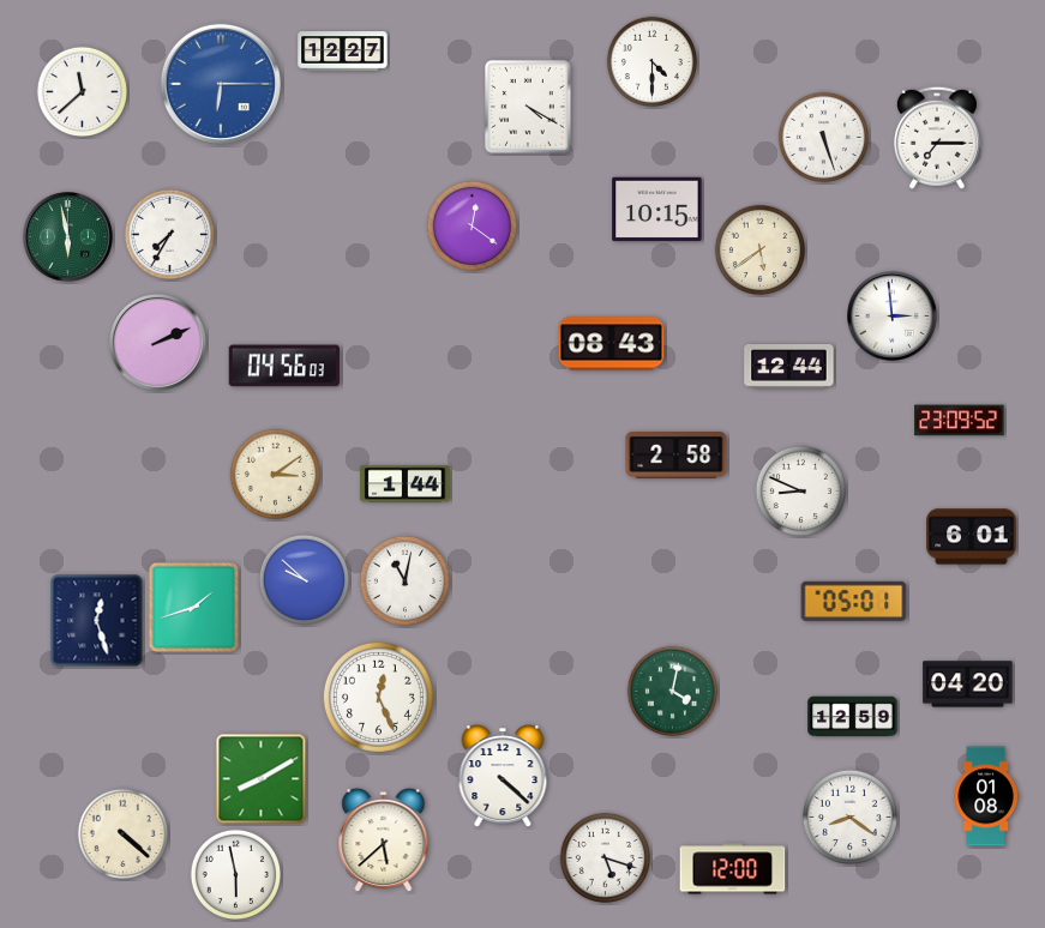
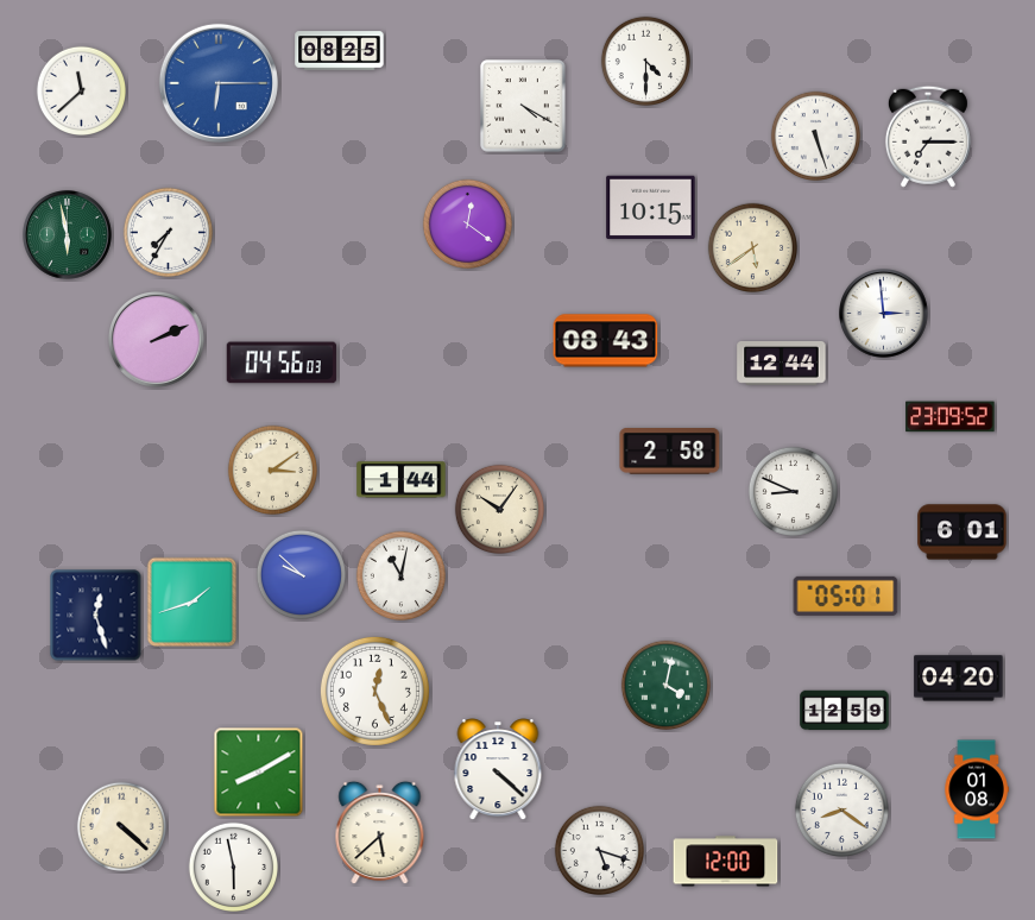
clock at (343, 52): 12:27 -> 08:25
clock at (800, 490) position: (800, 490) -> (793, 491)
clock at (499, 509): none -> 10:06
